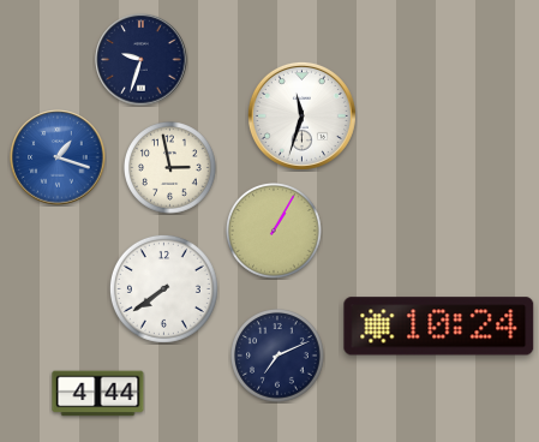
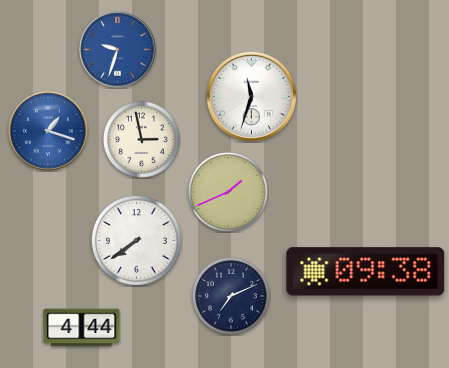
clock at (142, 60) dial: navy -> blue
clock at (275, 232): 1:05 -> 1:41
clock at (439, 327): 10:24 -> 09:38
